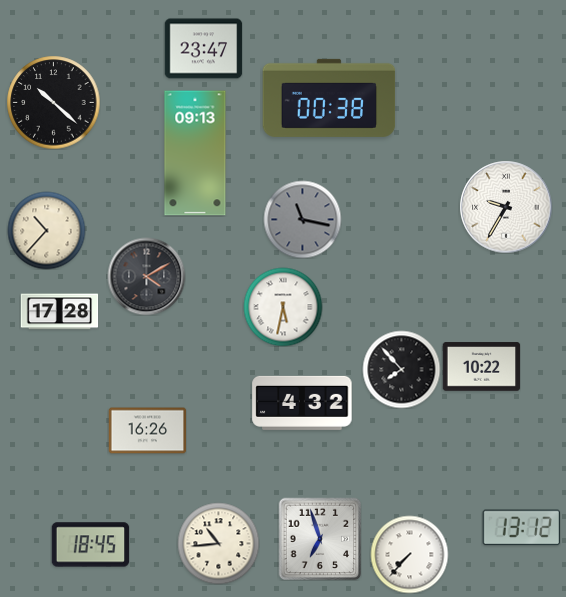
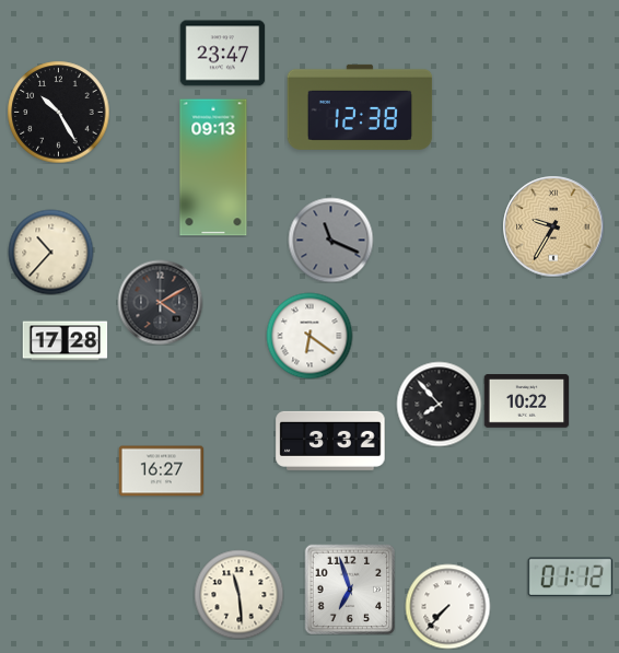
clock at (329, 98): 00:38 -> 12:38
clock at (53, 102): 10:22 -> 10:25
clock at (506, 207) dial: white -> champagne
clock at (302, 219): 11:17 -> 11:19
clock at (283, 307): 5:32 -> 6:21
clock at (302, 403): 4:32 -> 3:32
clock at (147, 431): 16:26 -> 16:27
clock at (521, 528): 13:12 -> 01:12
clock at (218, 543): 10:44 -> 11:29
clock at (90, 545): 18:45 -> none
